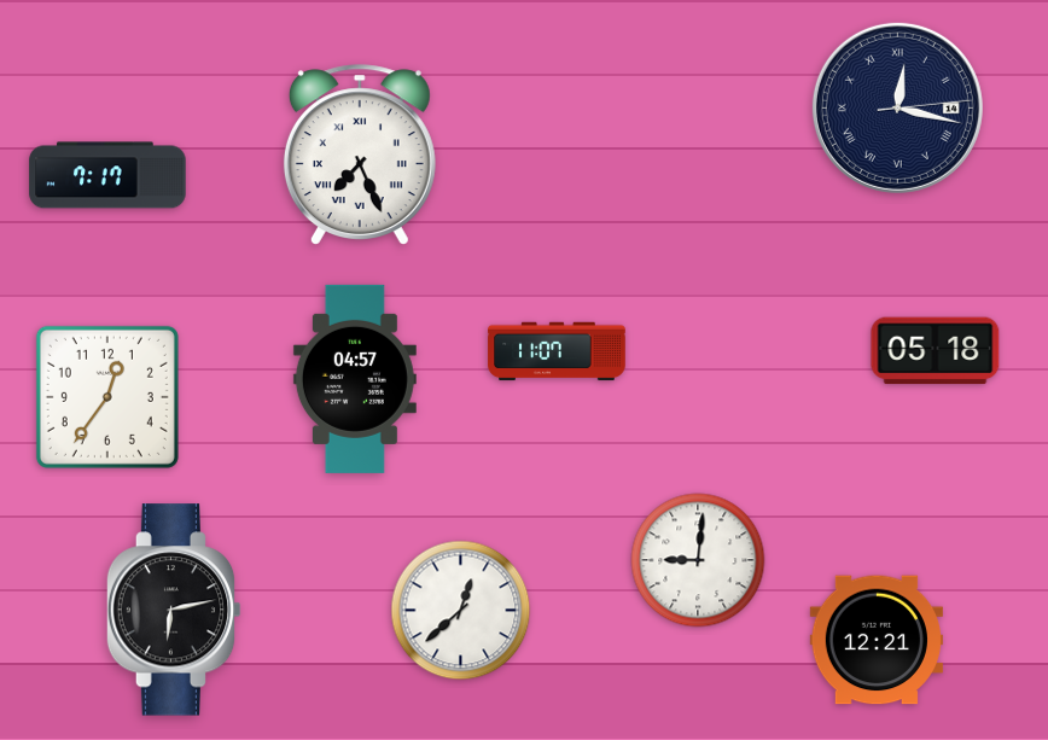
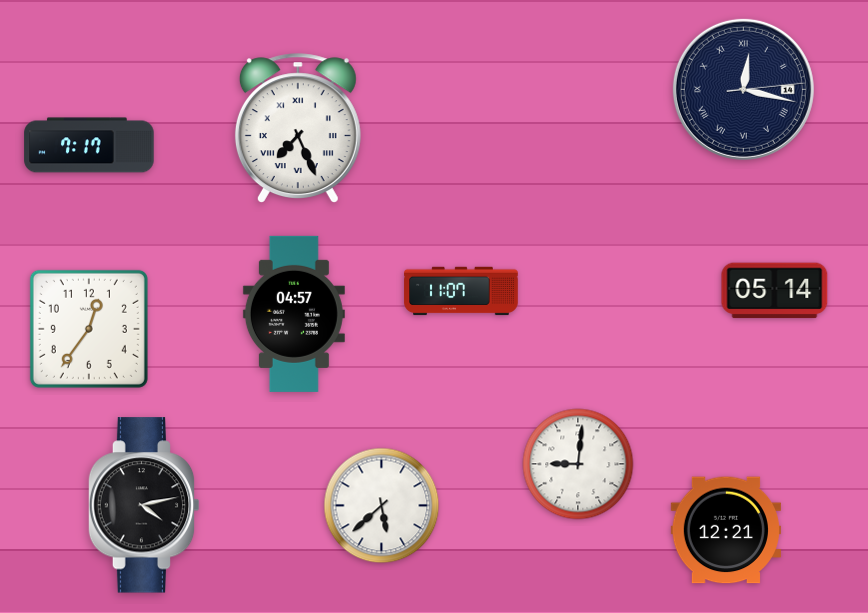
clock at (936, 351): 05:18 -> 05:14
clock at (174, 610): 6:13 -> 4:13
clock at (461, 611): 12:38 -> 5:38
